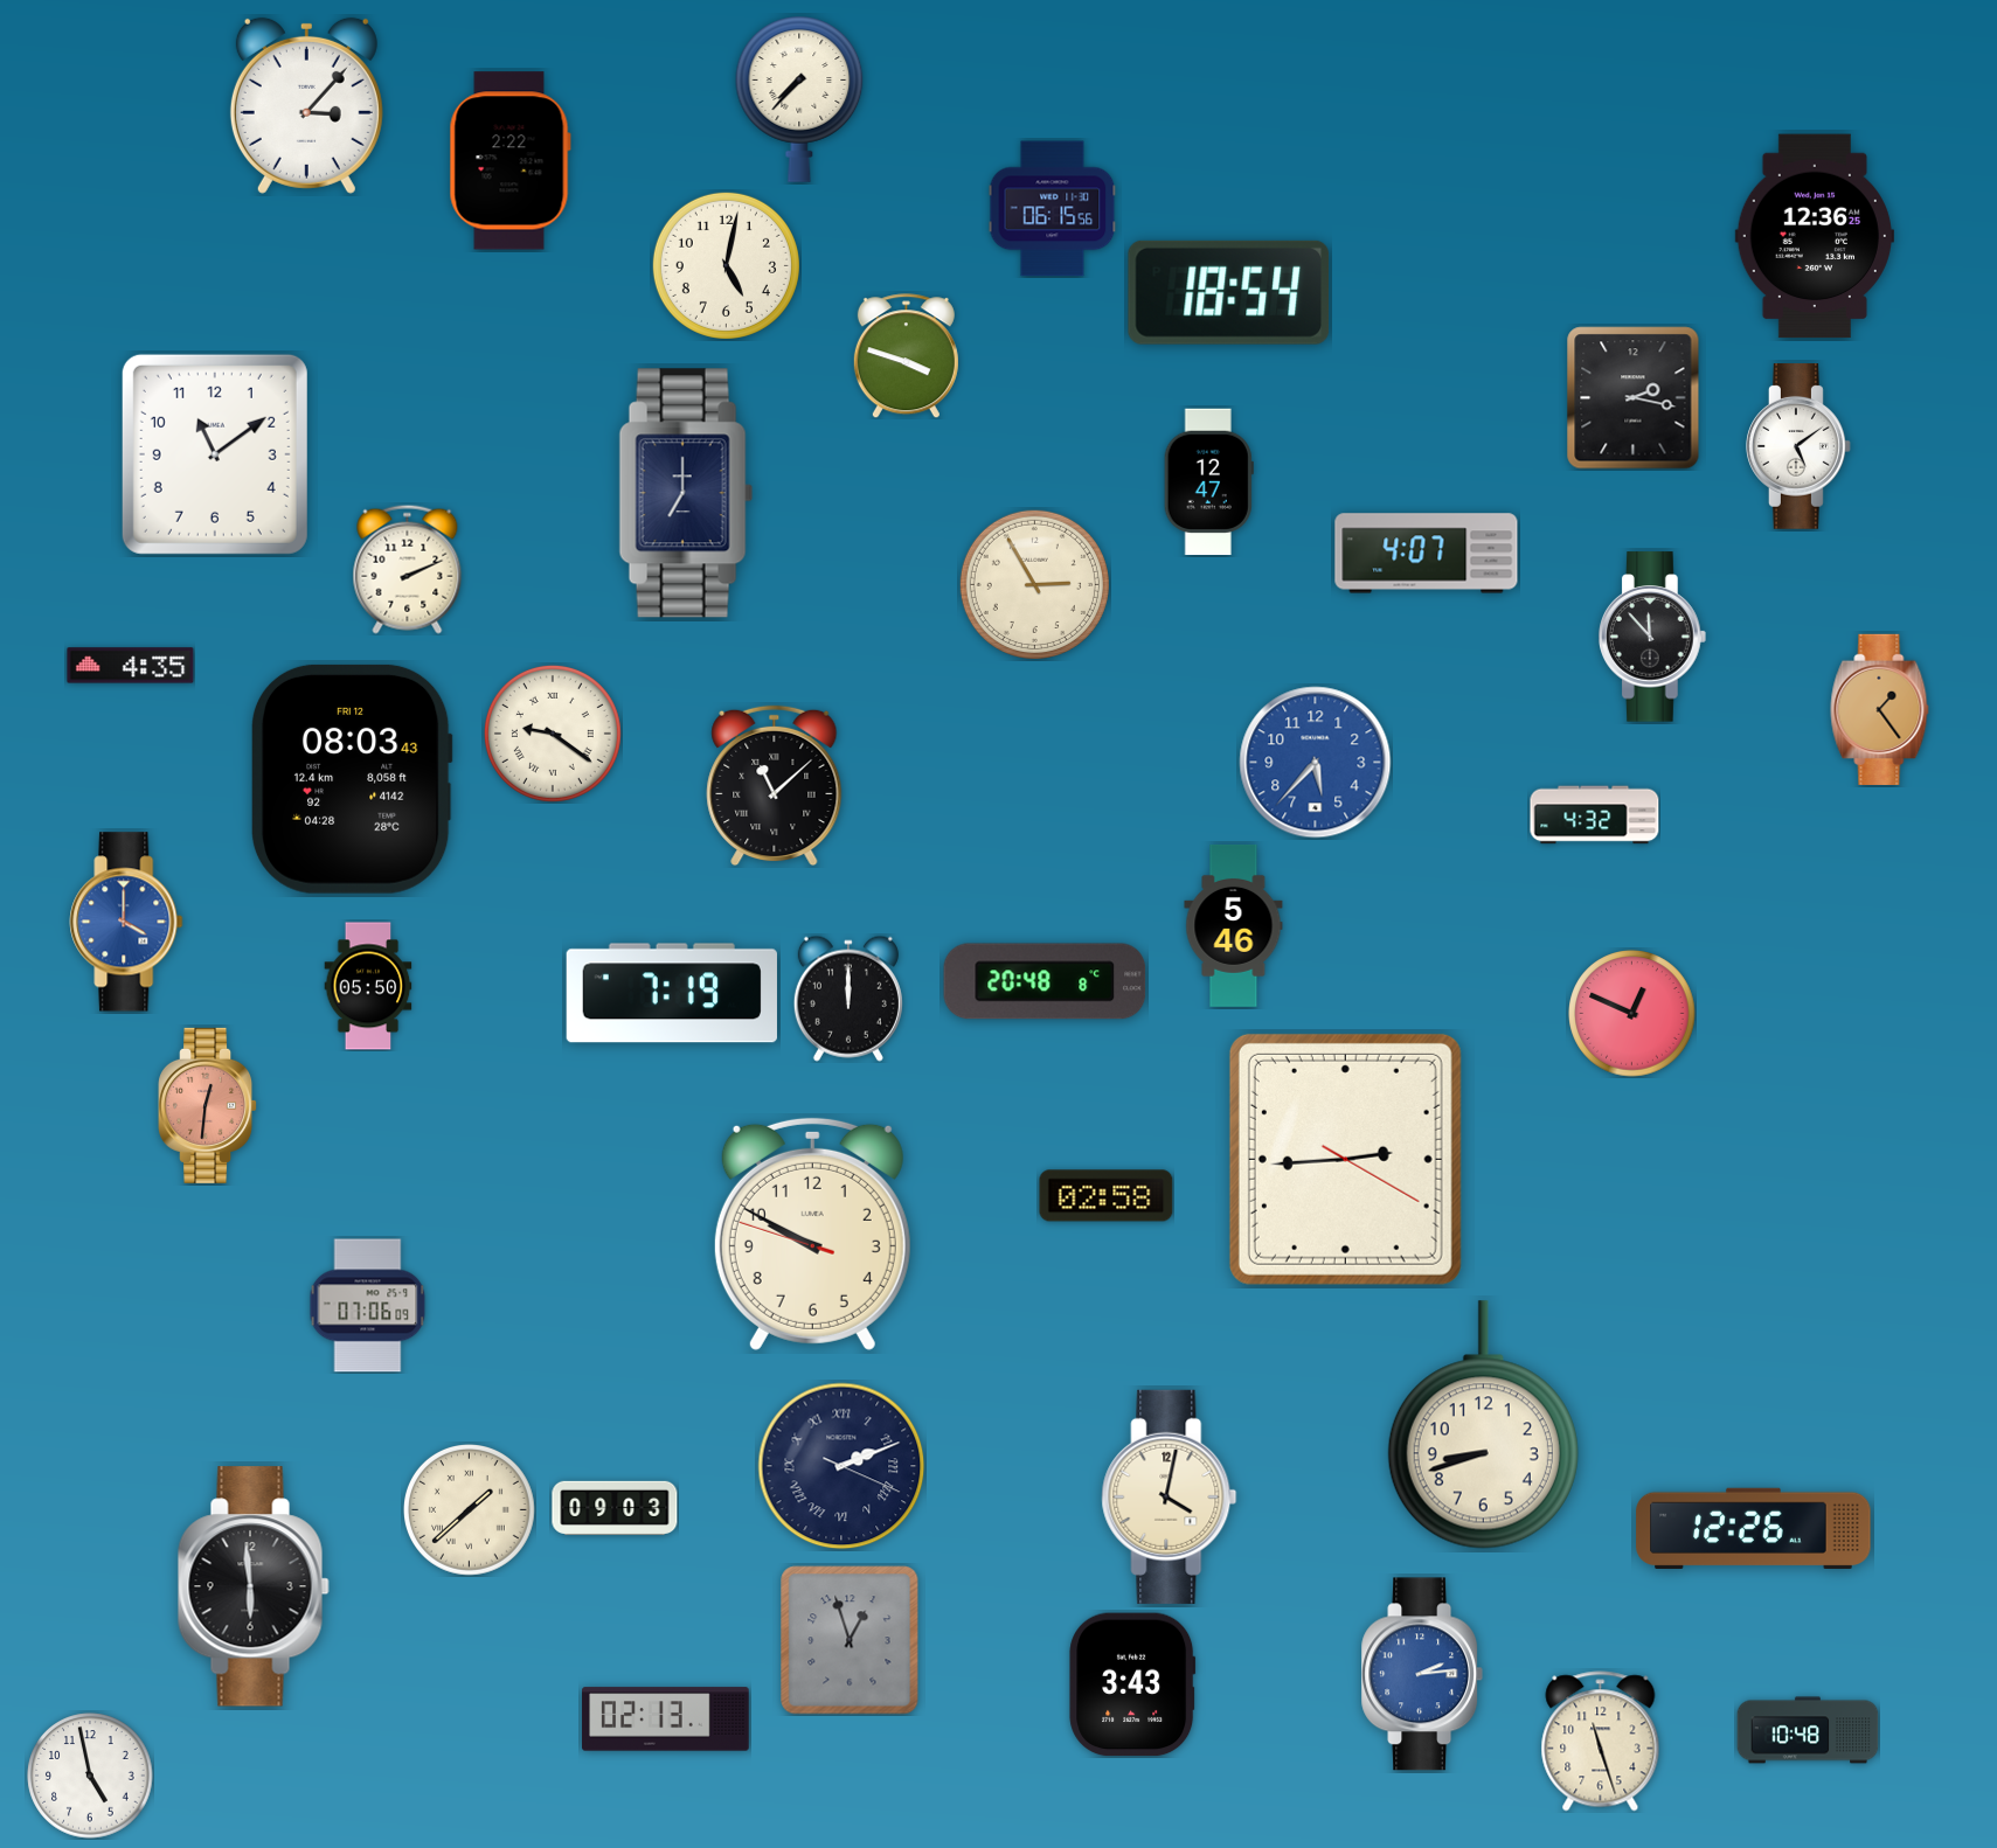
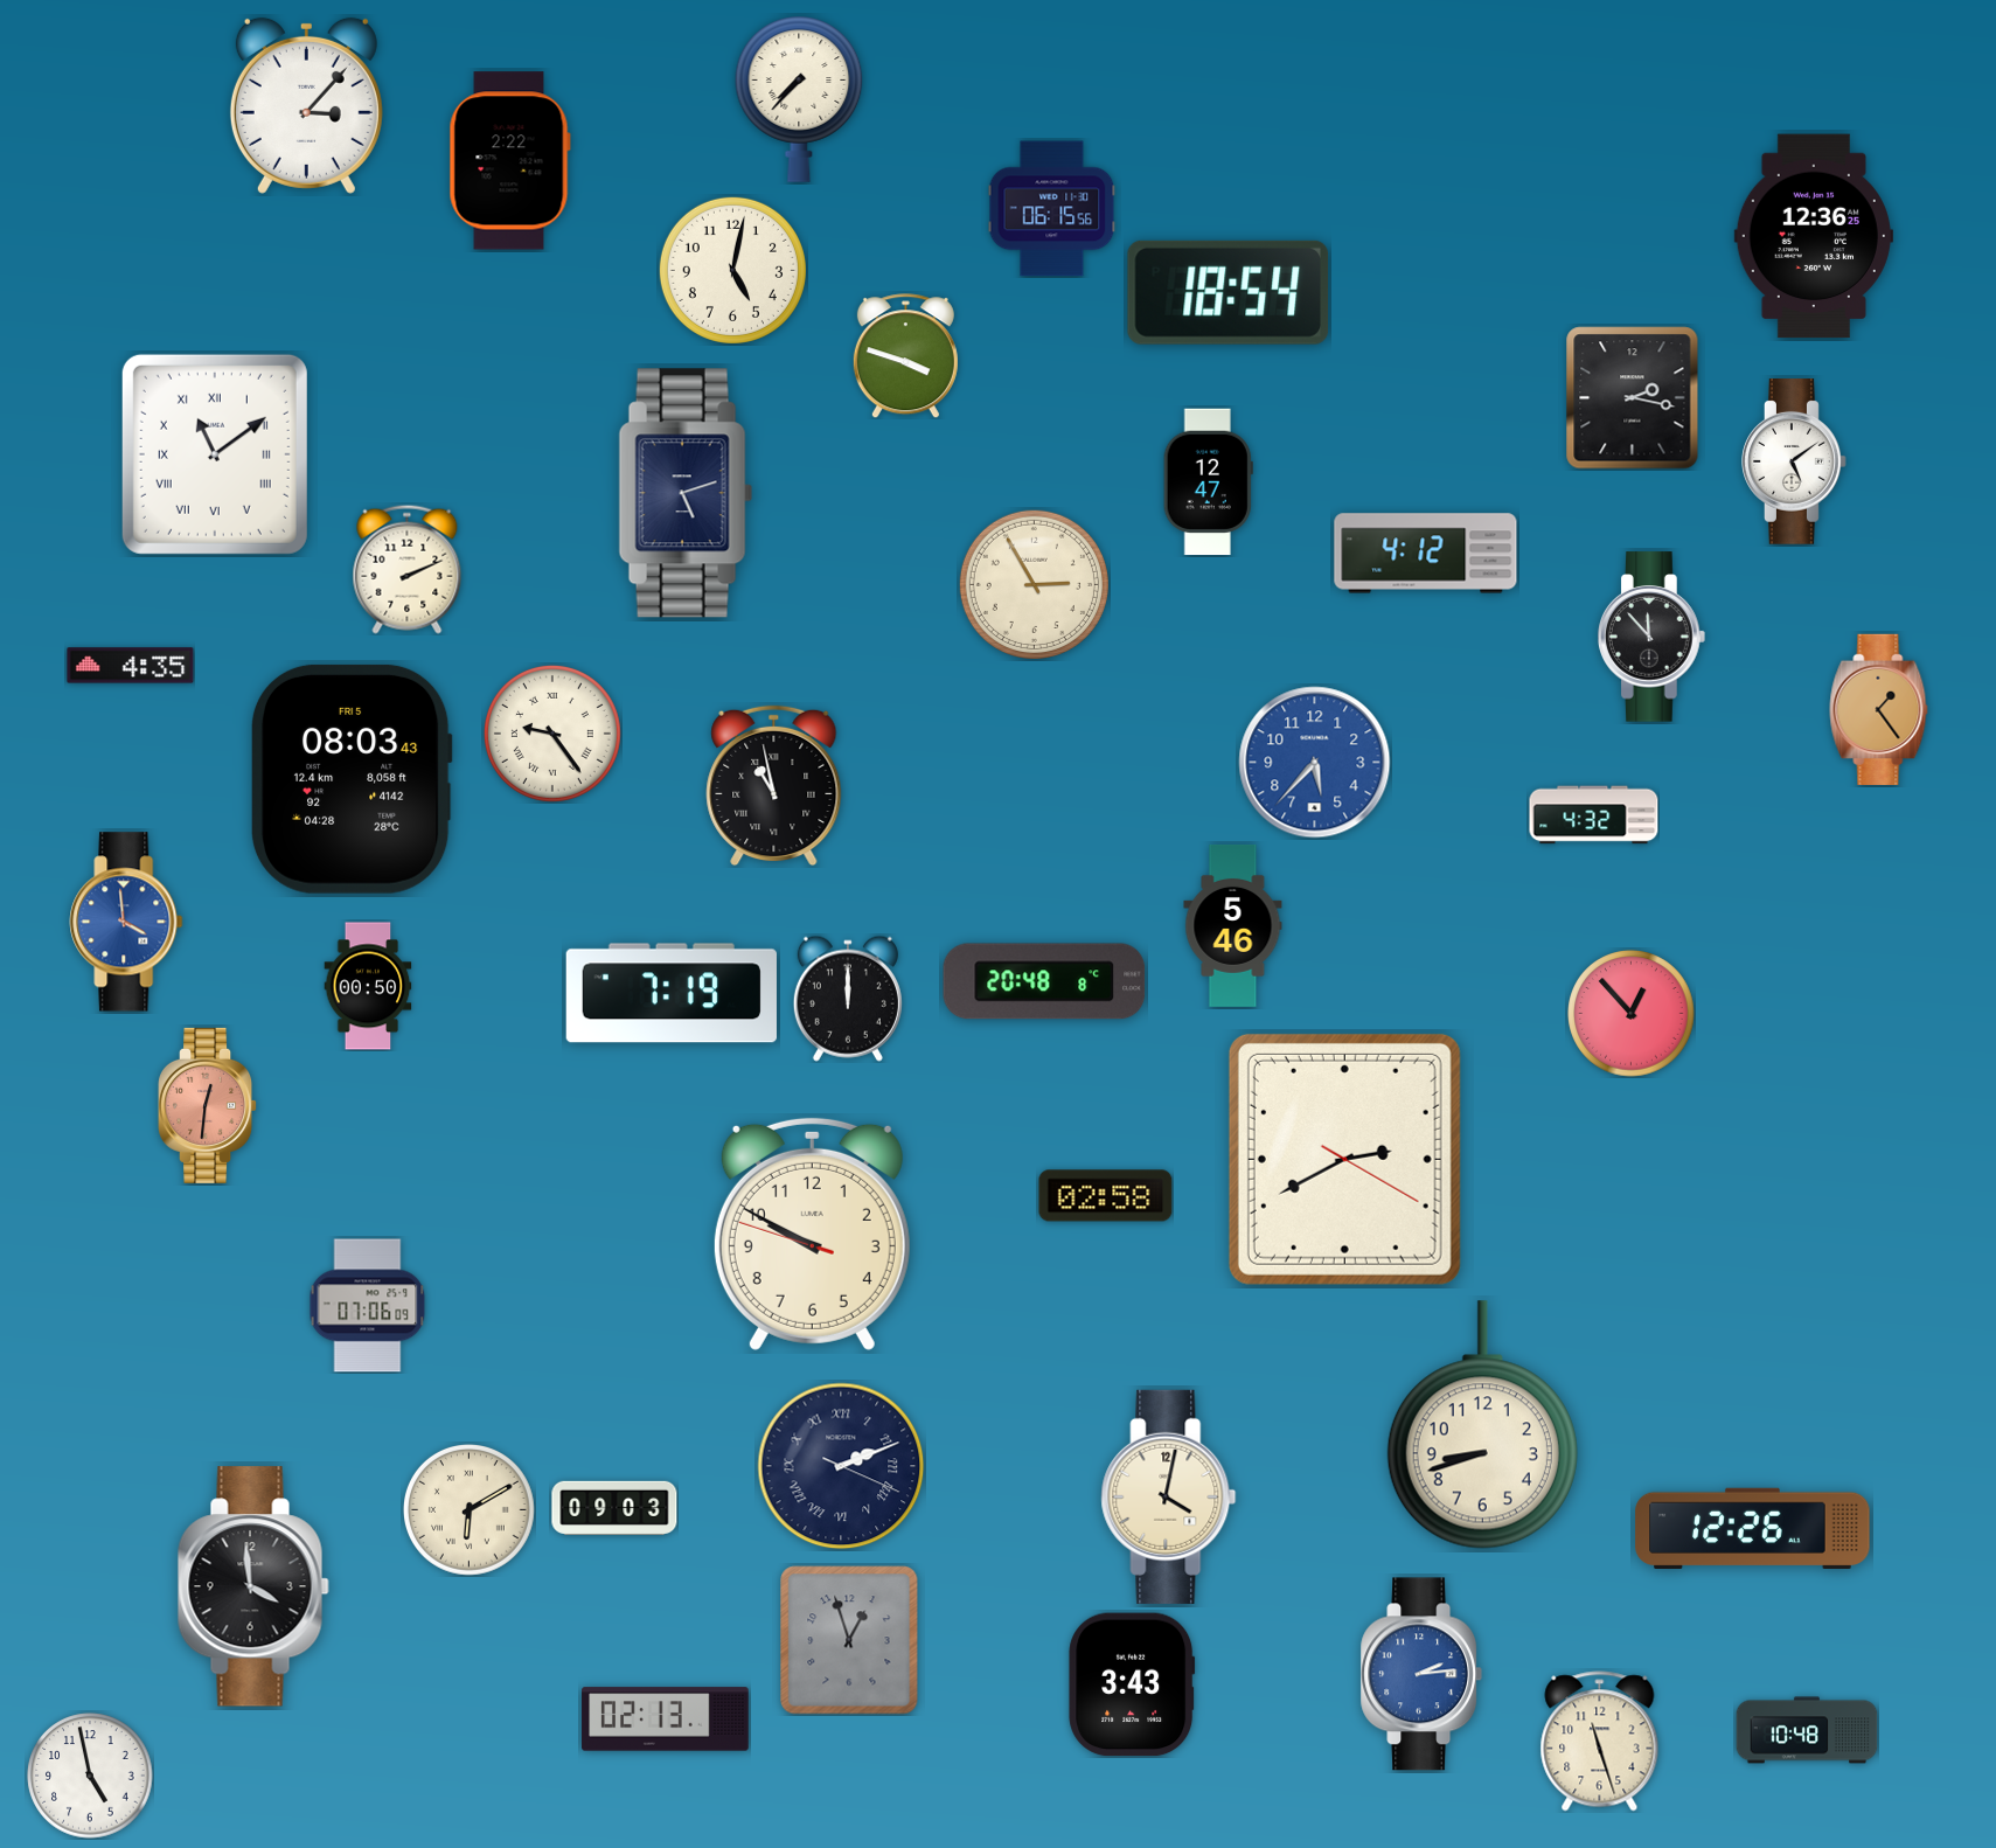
clock at (726, 265) position: (726, 265) -> (732, 270)
clock at (1800, 447) position: (1800, 447) -> (1795, 463)
clock at (215, 454) numerals: Arabic -> Roman
clock at (686, 493): 7:00 -> 5:12
clock at (1427, 554): 4:07 -> 4:12
clock at (553, 734): 9:21 -> 9:24
clock at (352, 779) date: FRI 12 -> FRI 5
clock at (775, 786): 11:08 -> 10:58
clock at (126, 922): 4:00 -> 3:59
clock at (368, 986): 05:50 -> 00:50
clock at (1632, 1014): 12:49 -> 12:53
clock at (1345, 1159): 2:44 -> 2:40
clock at (470, 1510): 1:38 -> 6:10
clock at (254, 1586): 5:59 -> 3:59
